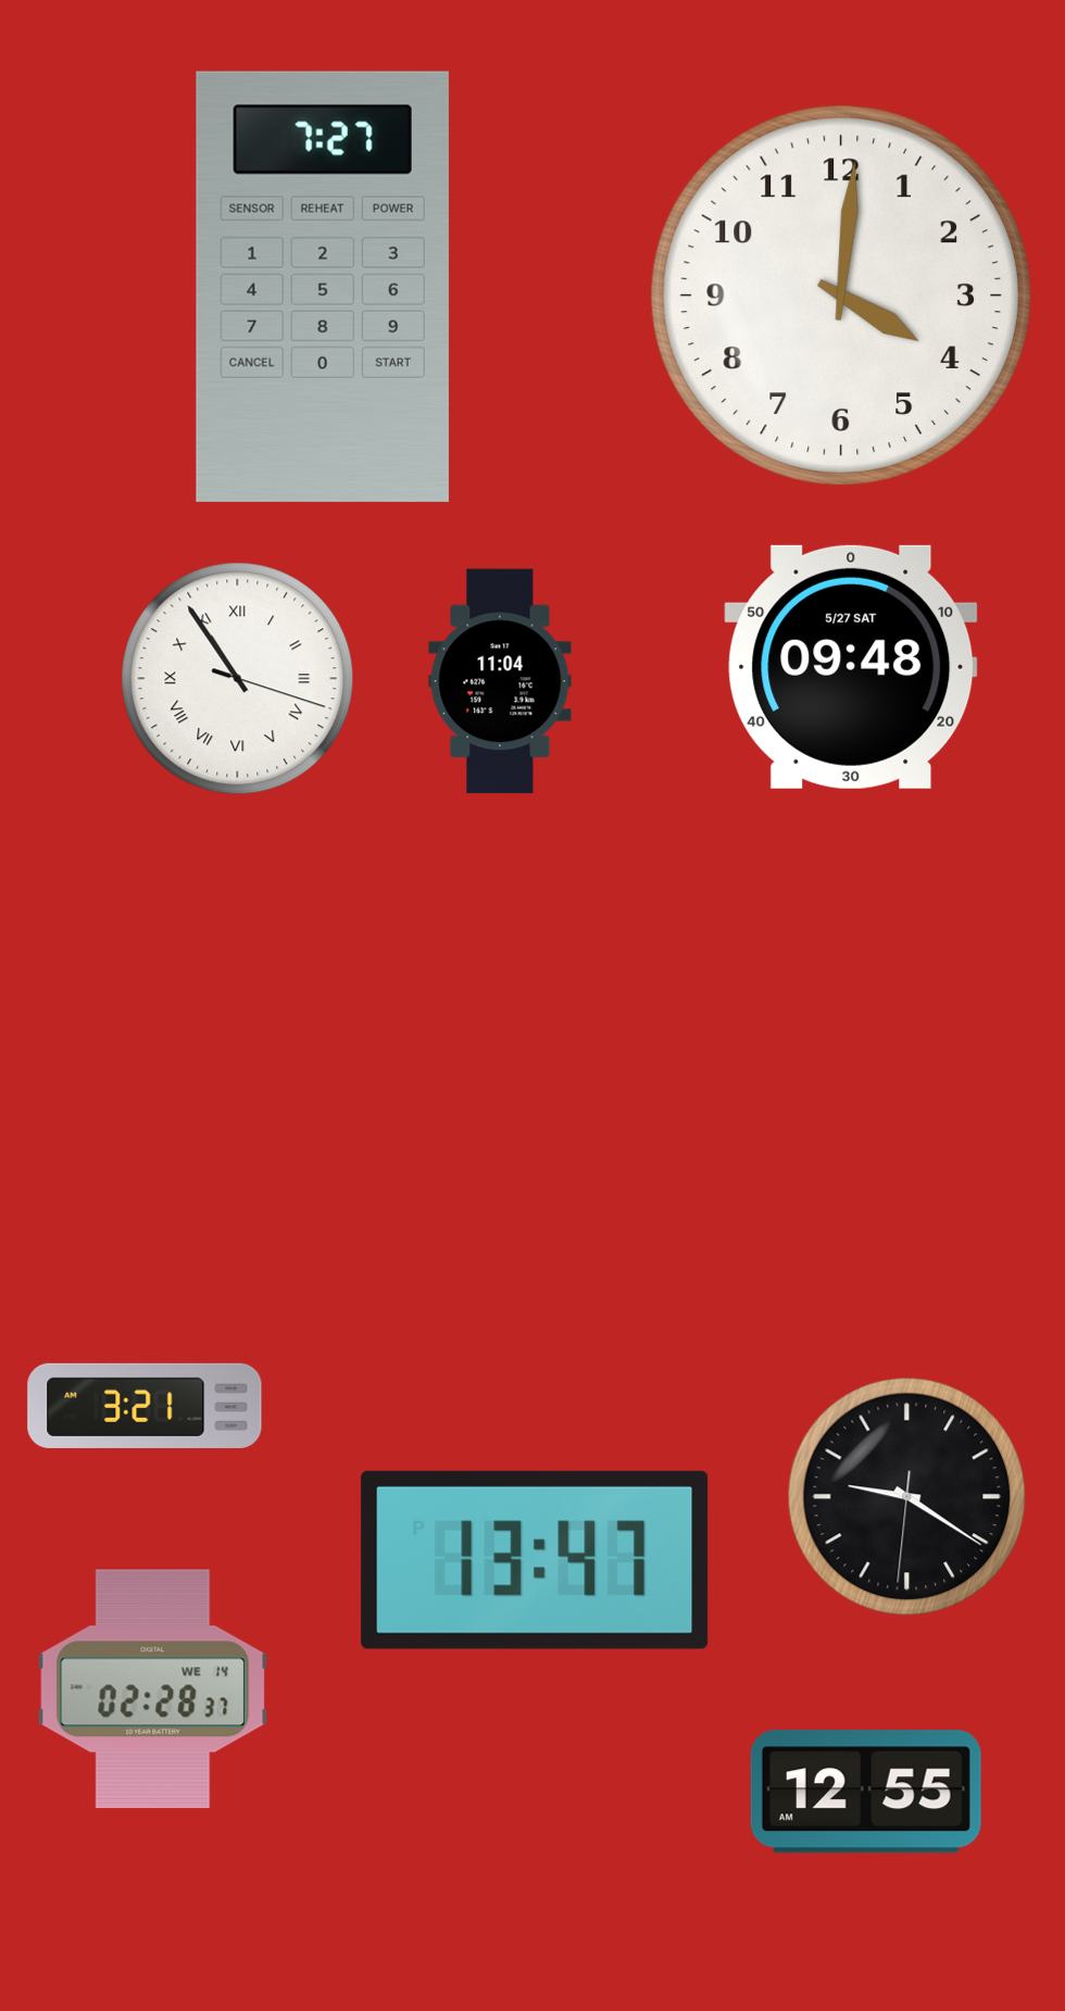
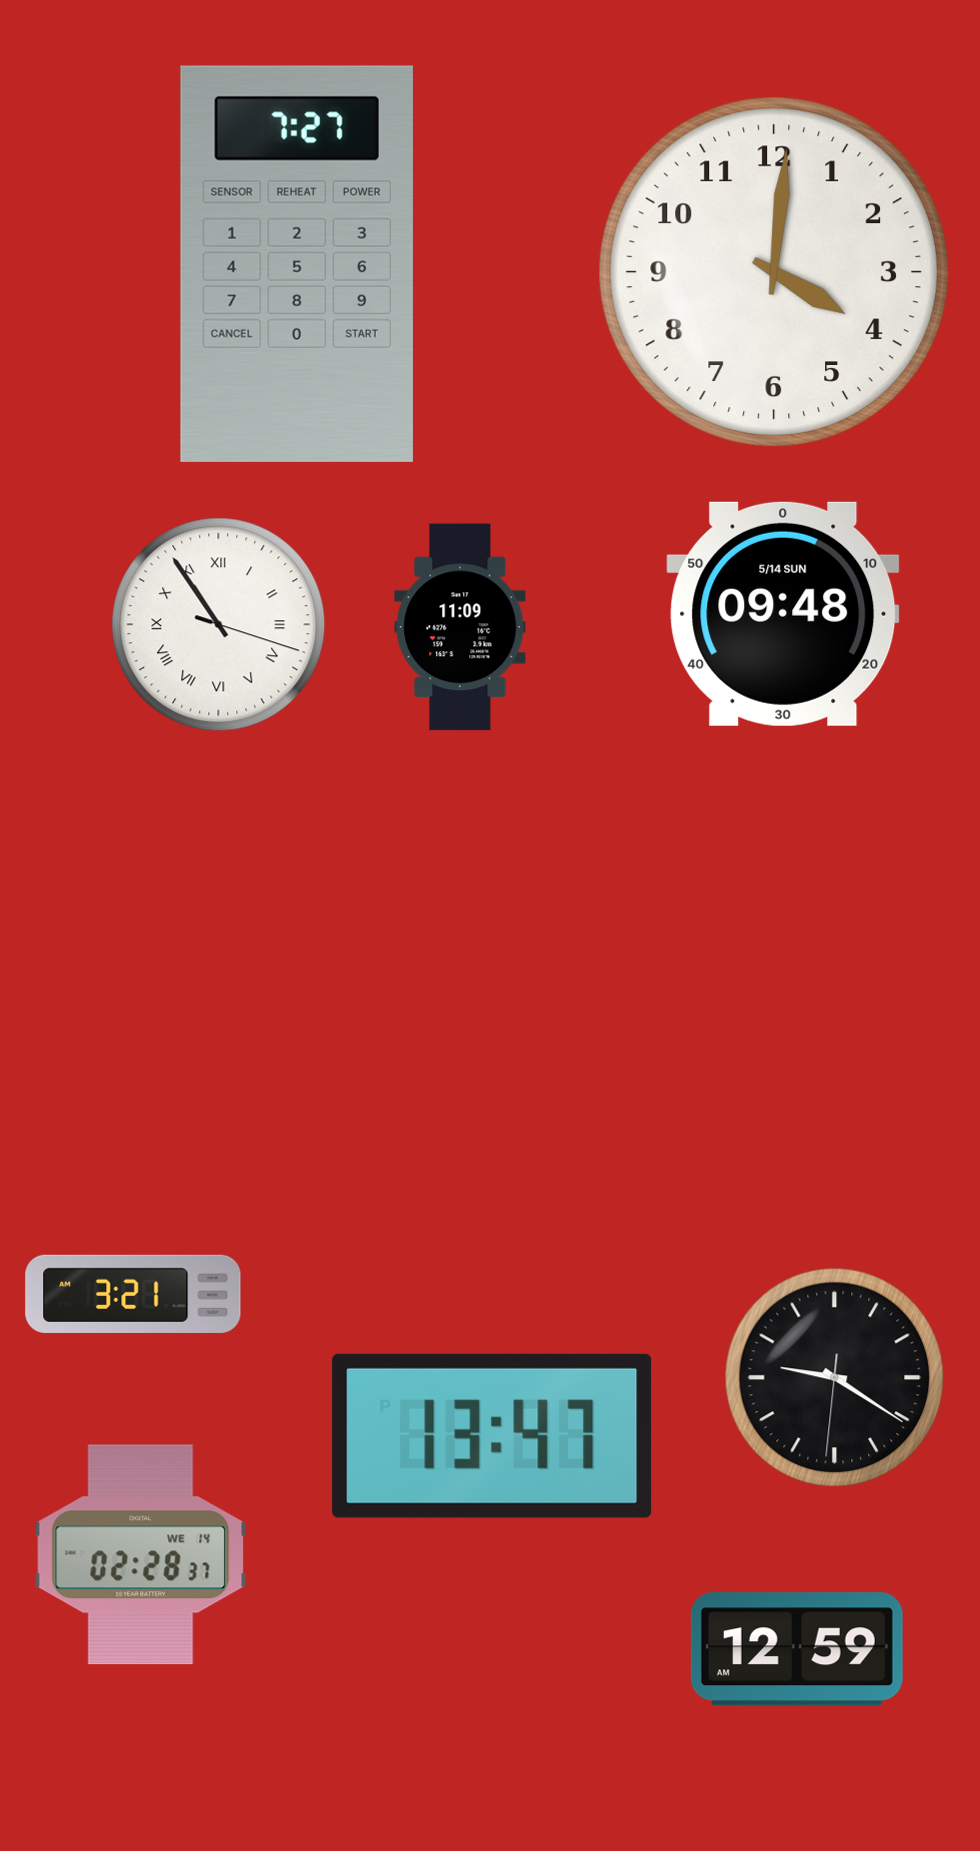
clock at (851, 667) date: 5/27 SAT -> 5/14 SUN
clock at (500, 681): 11:04 -> 11:09
clock at (866, 1792): 12:55 -> 12:59
